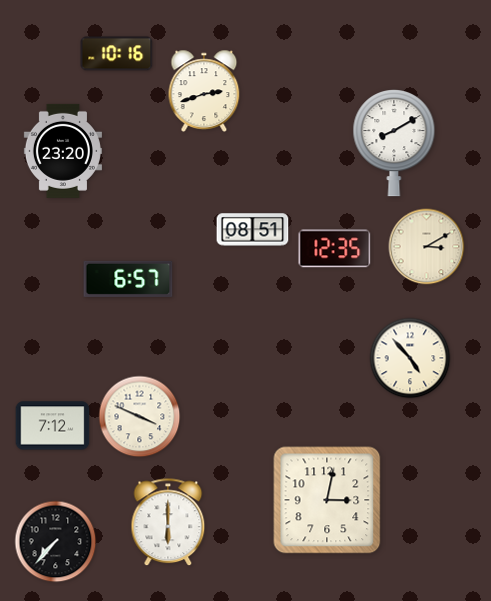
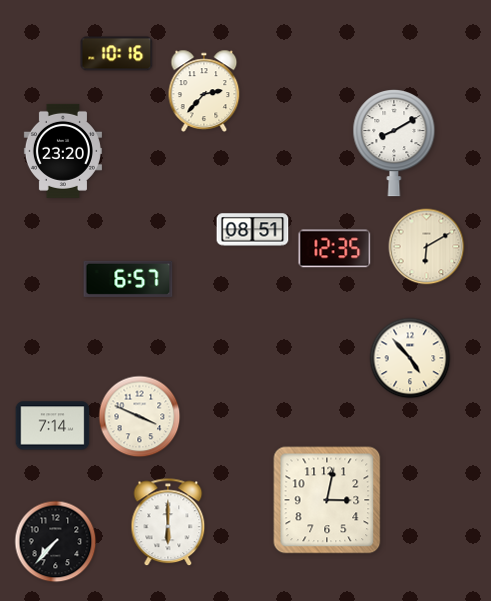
clock at (204, 91): 2:42 -> 2:37
clock at (427, 247): 3:10 -> 6:10
clock at (53, 426): 7:12 -> 7:14
